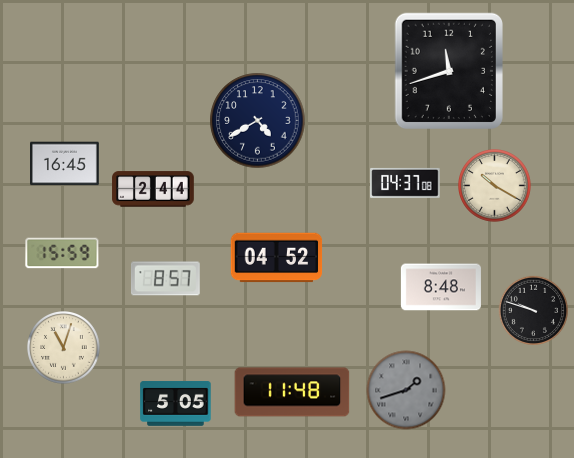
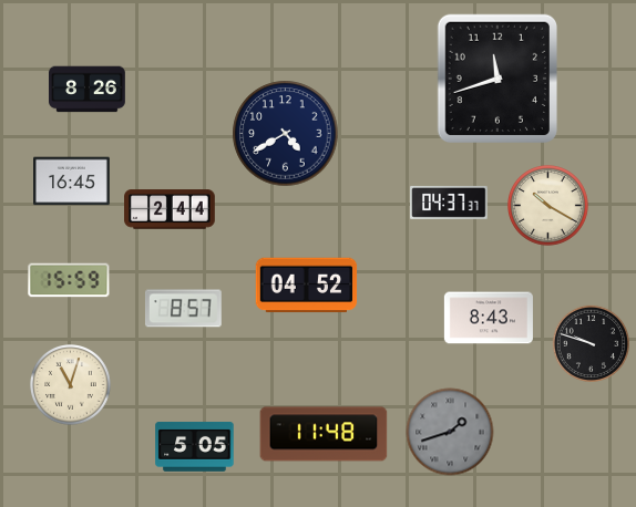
clock at (88, 90): none -> 8:26
clock at (405, 183): 04:37:08 -> 04:37:37
clock at (441, 287): 8:48 -> 8:43
